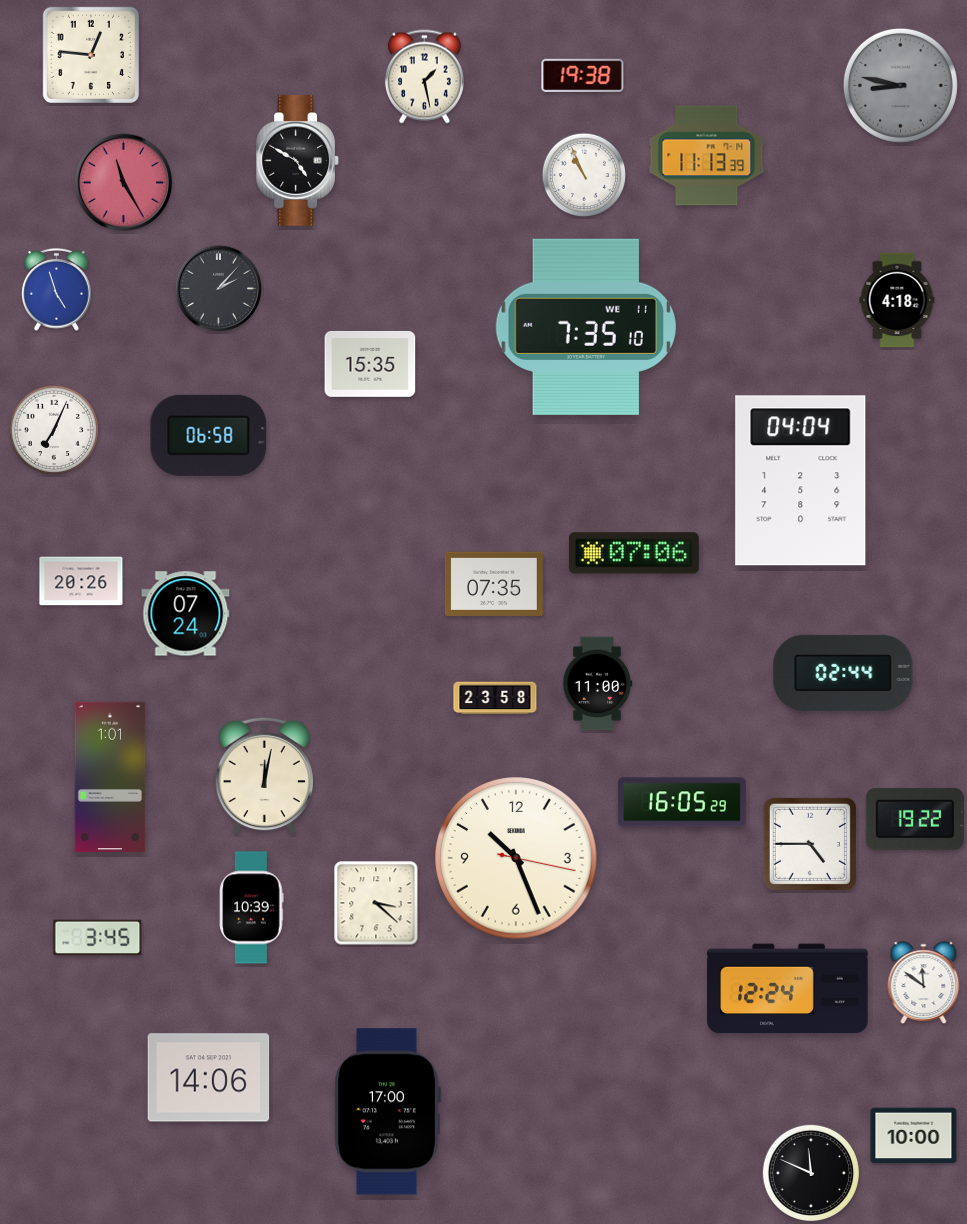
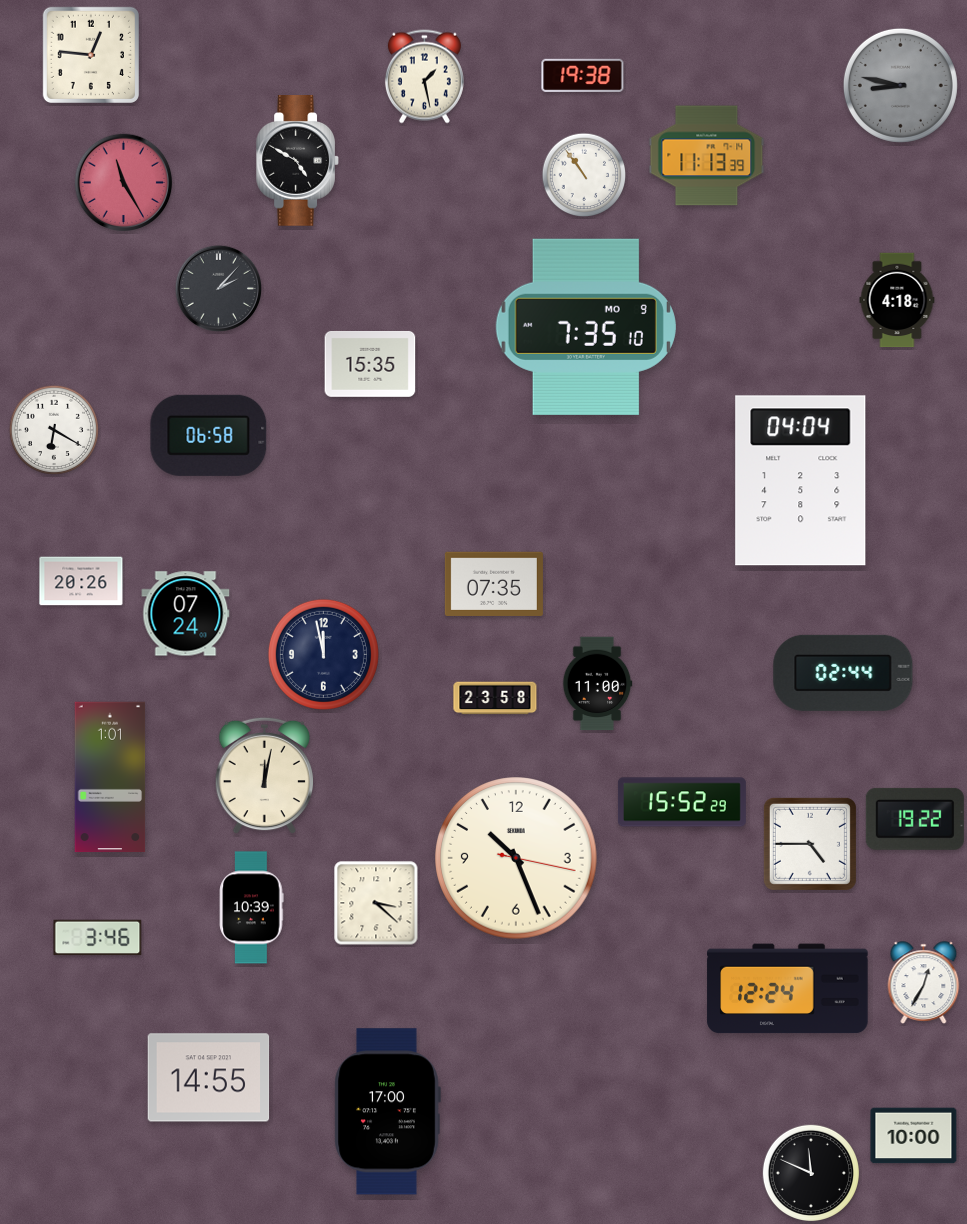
clock at (584, 175): 10:56 -> 10:54
clock at (57, 290): 4:57 -> none
clock at (586, 327) date: WE 11 -> MO 9
clock at (54, 430): 7:04 -> 6:20
clock at (634, 553): 07:06 -> none
clock at (323, 654): none -> 11:58
clock at (682, 802): 16:05 -> 15:52
clock at (98, 938): 3:45 -> 3:46
clock at (924, 983): 11:51 -> 12:35
clock at (209, 1078): 14:06 -> 14:55
